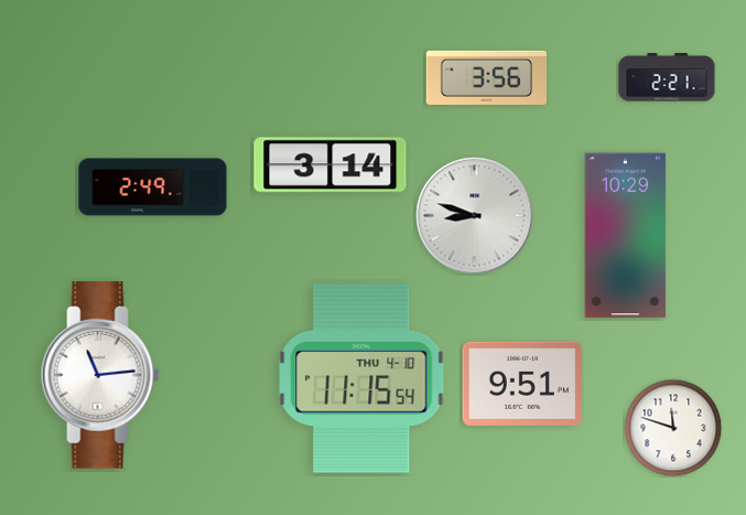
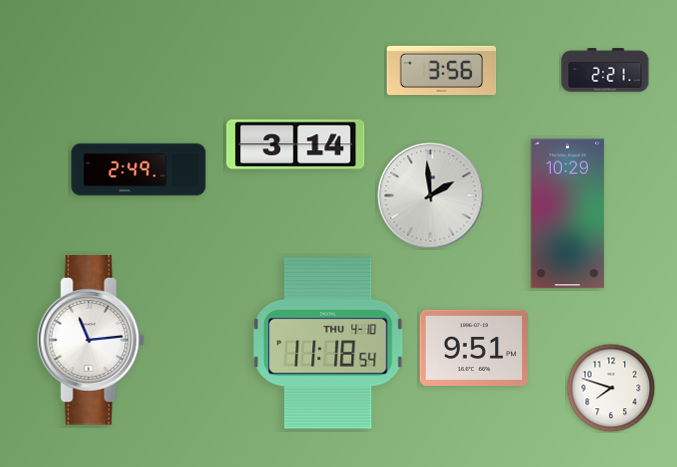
clock at (331, 165) position: (331, 165) -> (296, 145)
clock at (475, 216): 8:48 -> 1:59
clock at (361, 378): 11:15 -> 11:18
clock at (673, 428): 11:48 -> 7:48
